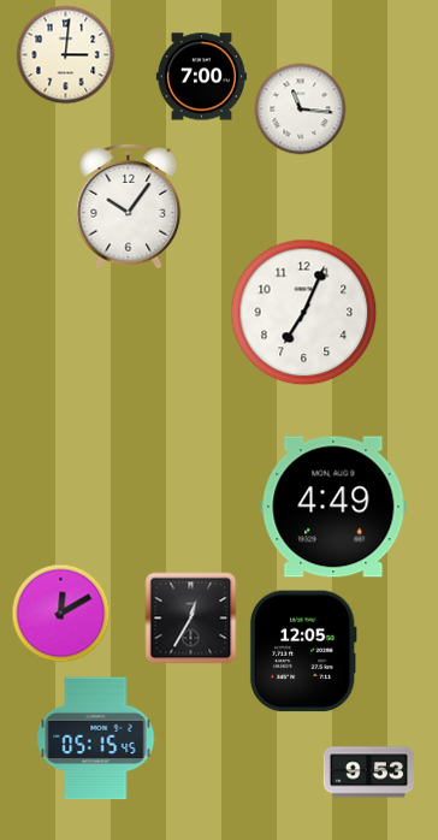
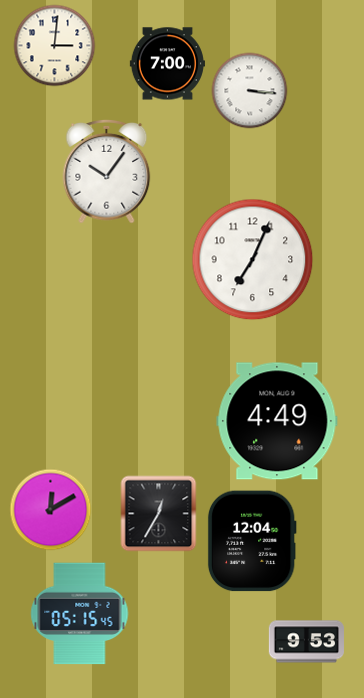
clock at (301, 110): 11:16 -> 3:16
clock at (303, 651): 12:05 -> 12:04
